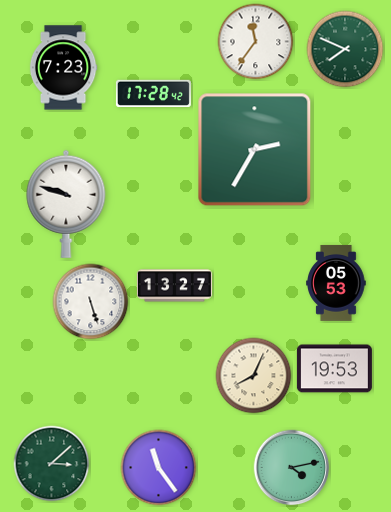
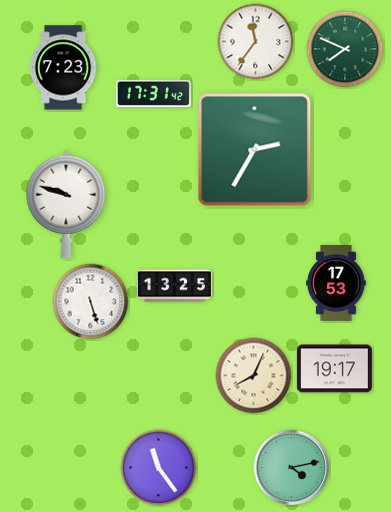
clock at (153, 94): 17:28 -> 17:31
clock at (336, 283): 05:53 -> 17:53
clock at (174, 286): 13:27 -> 13:25
clock at (334, 369): 19:53 -> 19:17
clock at (52, 464): 3:08 -> none
